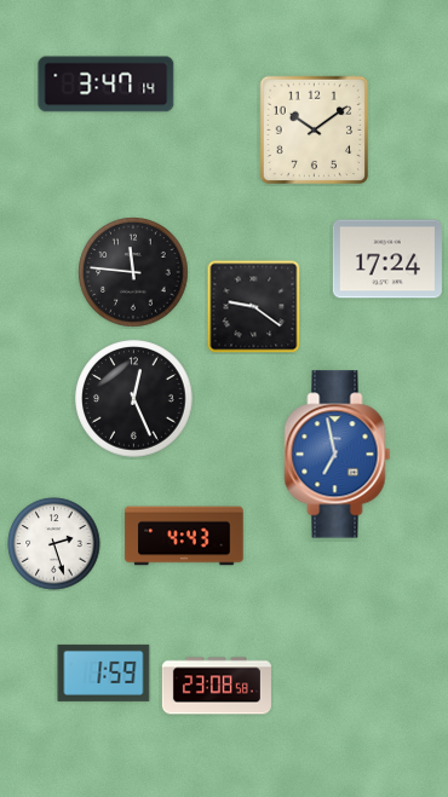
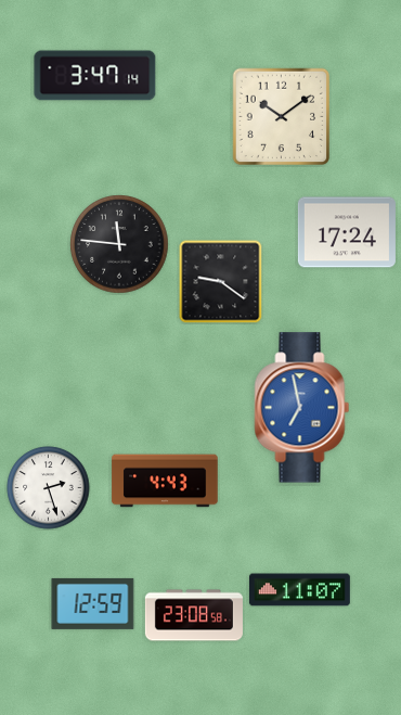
clock at (253, 306) position: (253, 306) -> (220, 281)
clock at (134, 399): 12:26 -> none
clock at (299, 590): none -> 11:07
clock at (104, 672): 1:59 -> 12:59
